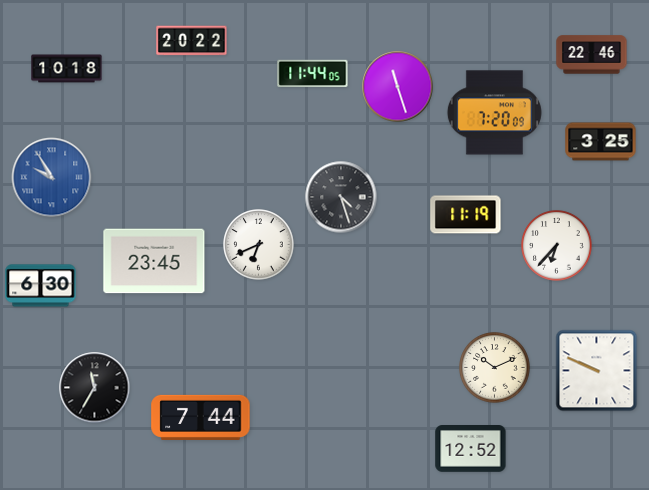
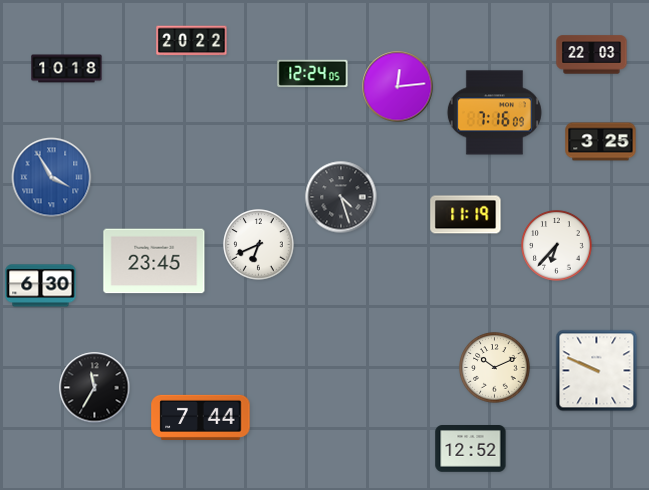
clock at (592, 55): 22:46 -> 22:03
clock at (313, 74): 11:44 -> 12:24
clock at (398, 87): 11:27 -> 12:14
clock at (494, 113): 7:20 -> 7:16
clock at (52, 178): 9:55 -> 3:55
